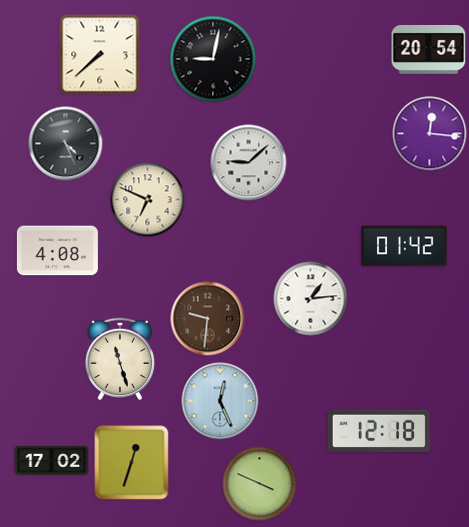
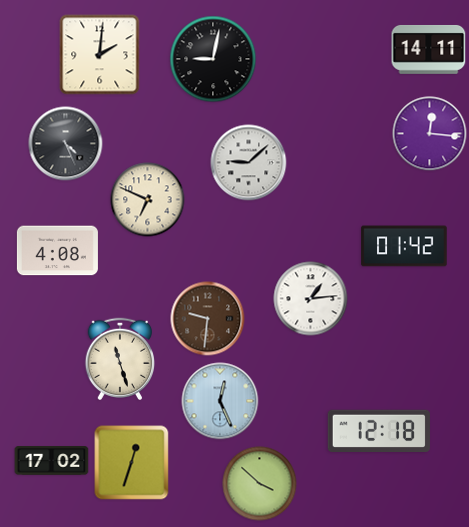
clock at (429, 49): 20:54 -> 14:11
clock at (100, 55): 7:38 -> 2:01
clock at (260, 484): 3:49 -> 3:52
